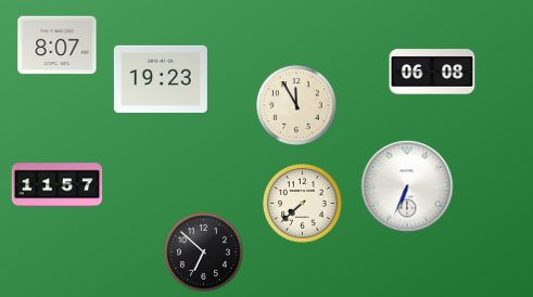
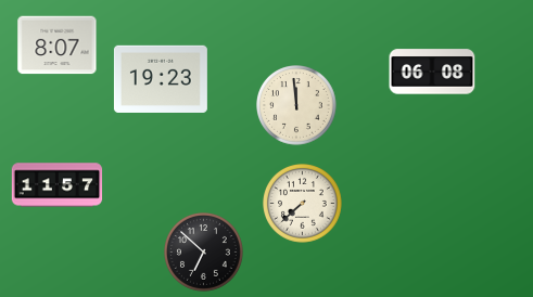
clock at (297, 106): 11:55 -> 11:59
clock at (407, 186): 6:34 -> none
